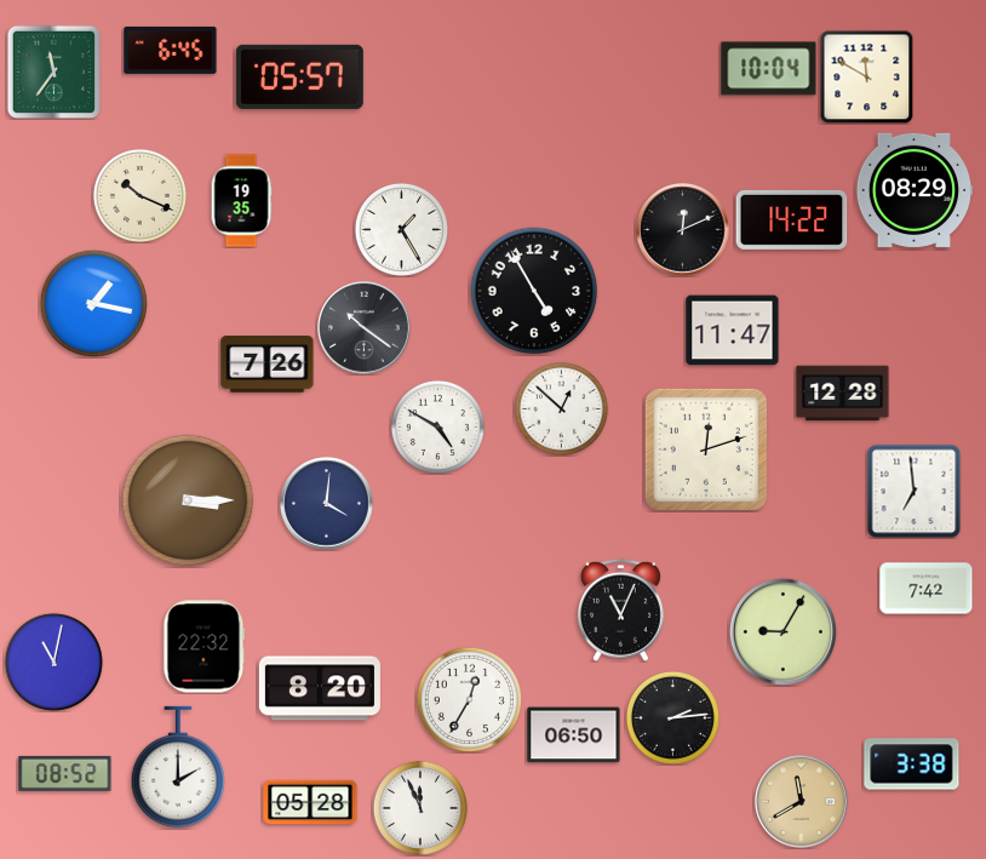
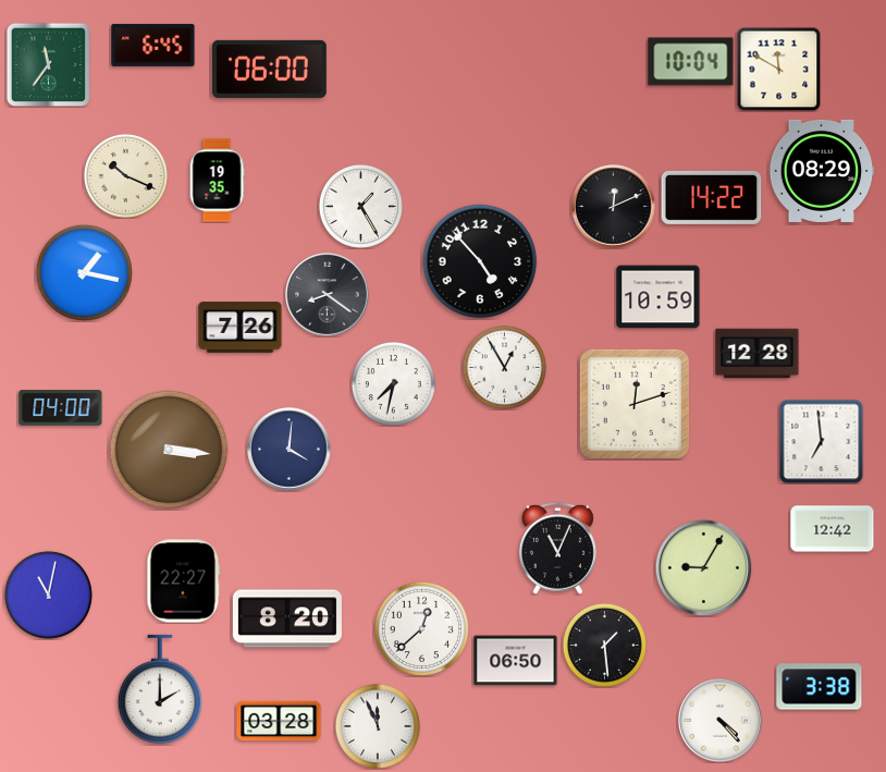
clock at (299, 76): 05:57 -> 06:00
clock at (534, 291): 4:55 -> 4:53
clock at (365, 328): 10:21 -> 8:21
clock at (733, 331): 11:47 -> 10:59
clock at (561, 408): 12:52 -> 12:55
clock at (437, 426): 4:50 -> 7:32
clock at (61, 408): none -> 04:00
clock at (188, 500): 3:15 -> 3:16
clock at (327, 504) position: (327, 504) -> (290, 450)
clock at (927, 589): 7:42 -> 12:42
clock at (205, 647): 22:32 -> 22:27
clock at (469, 699): 12:35 -> 12:38
clock at (672, 717): 2:14 -> 1:29
clock at (65, 773): 08:52 -> none
clock at (310, 802): 05:28 -> 03:28
clock at (802, 802): 11:40 -> 4:23
clock at (802, 802) dial: champagne -> white
